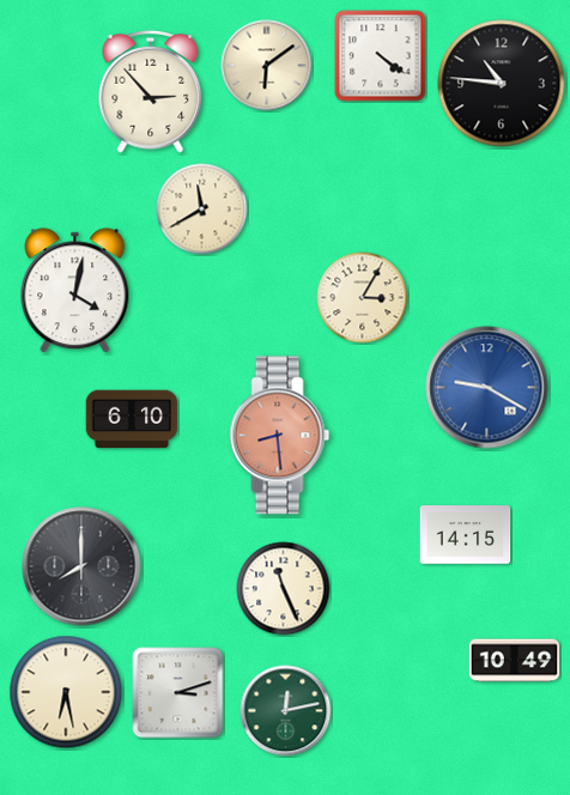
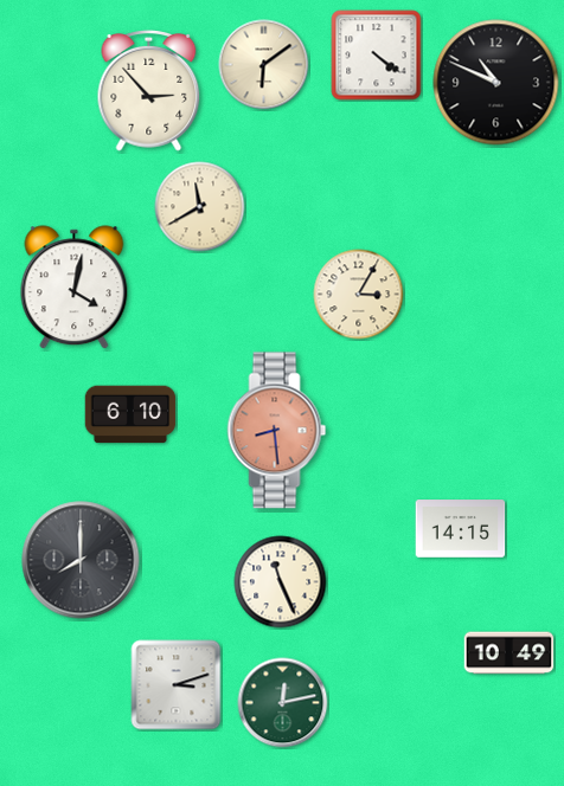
clock at (502, 84): 10:46 -> 10:49
clock at (487, 388): 9:20 -> none
clock at (66, 692): 6:28 -> none
